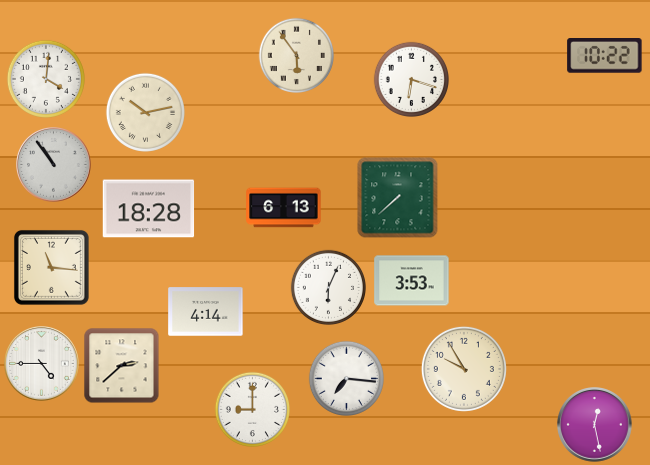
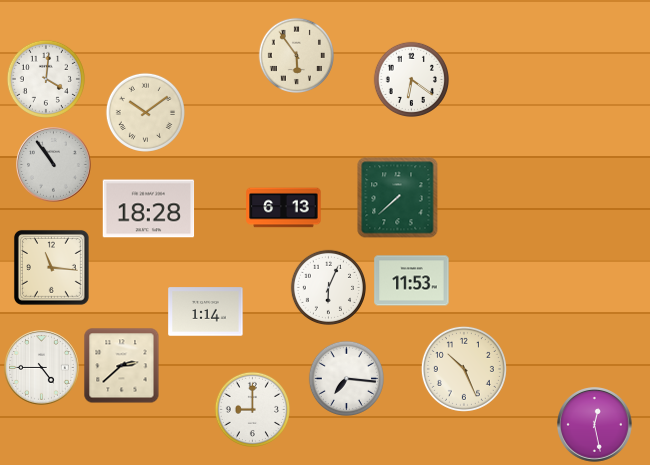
clock at (605, 56): 10:22 -> none
clock at (411, 79): 6:18 -> 6:21
clock at (145, 112): 10:13 -> 10:09
clock at (412, 281): 3:53 -> 11:53
clock at (206, 312): 4:14 -> 1:14
clock at (42, 364) position: (42, 364) -> (42, 368)
clock at (464, 369): 9:55 -> 10:26
